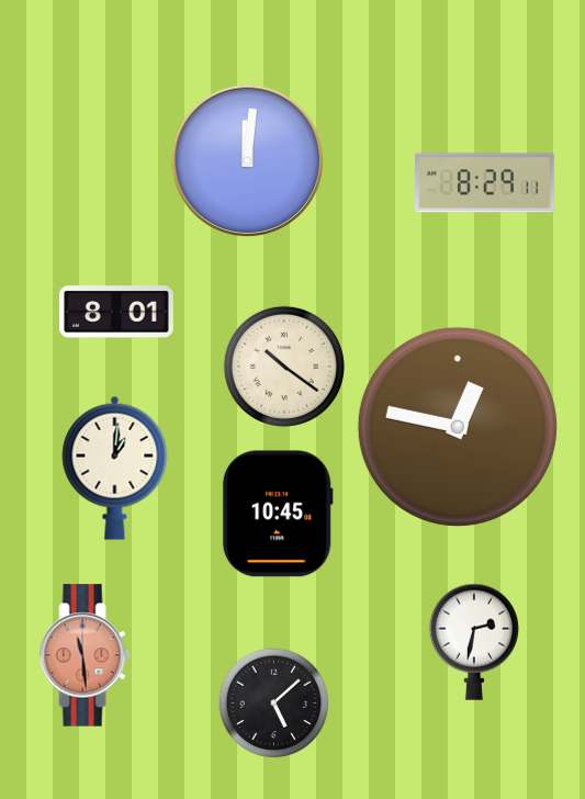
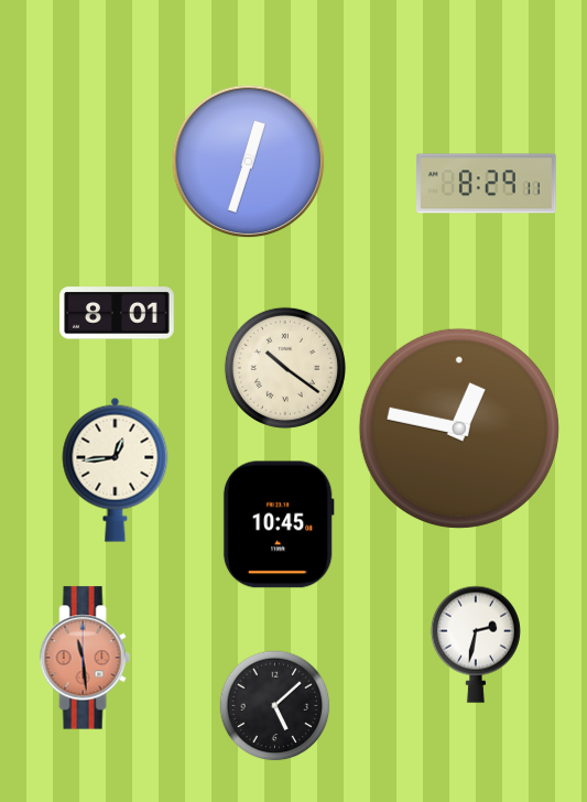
clock at (248, 161): 12:01 -> 12:33
clock at (115, 468): 1:01 -> 12:44
clock at (278, 514) position: (278, 514) -> (279, 524)
